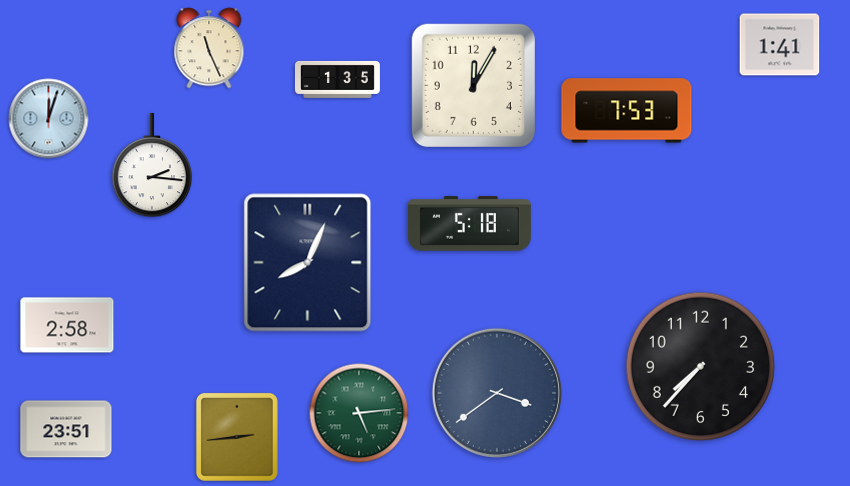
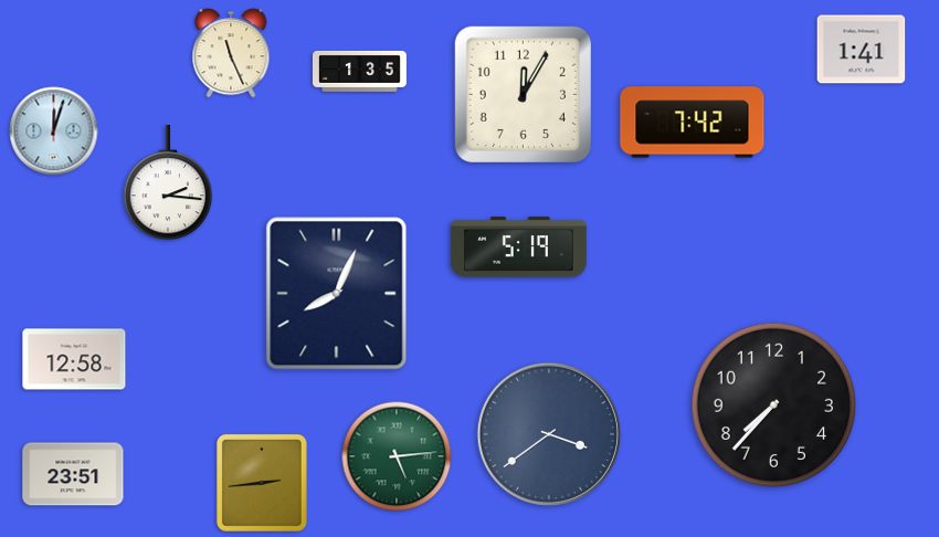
clock at (337, 79) position: (337, 79) -> (359, 71)
clock at (627, 111): 7:53 -> 7:42
clock at (469, 224): 5:18 -> 5:19
clock at (308, 263) position: (308, 263) -> (337, 294)
clock at (67, 325): 2:58 -> 12:58
